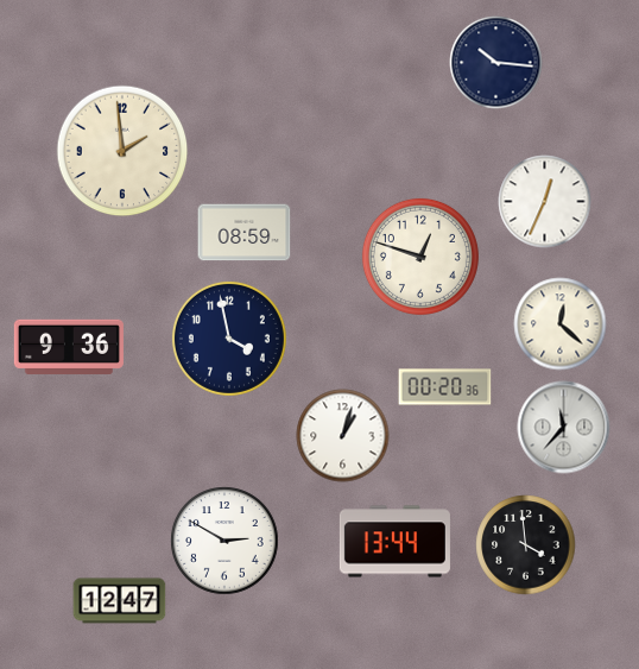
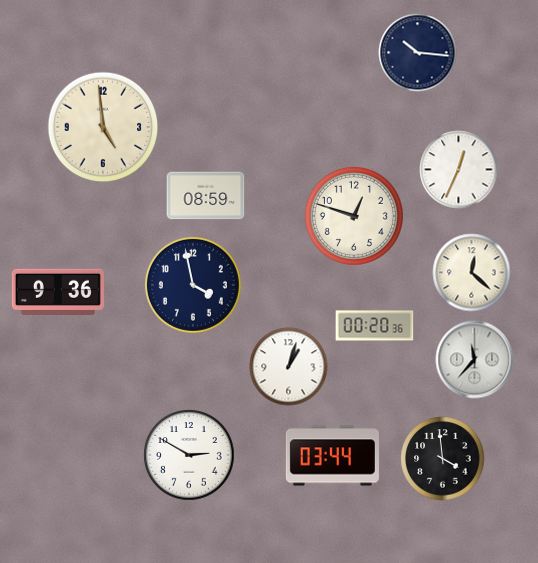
clock at (122, 151): 1:59 -> 4:59
clock at (394, 542): 13:44 -> 03:44
clock at (119, 601): 12:47 -> none
